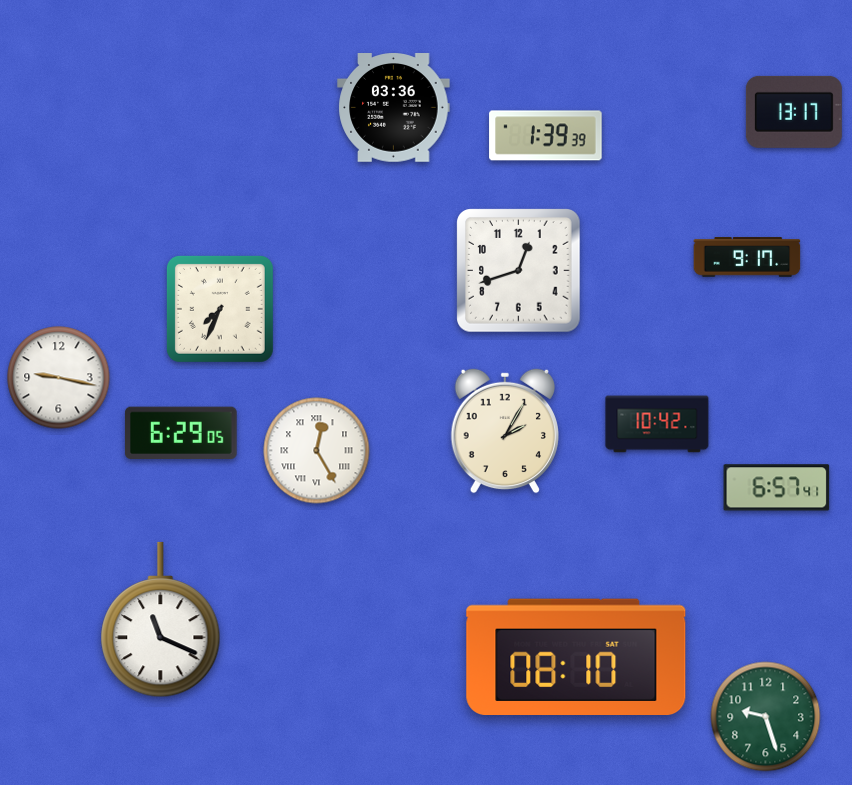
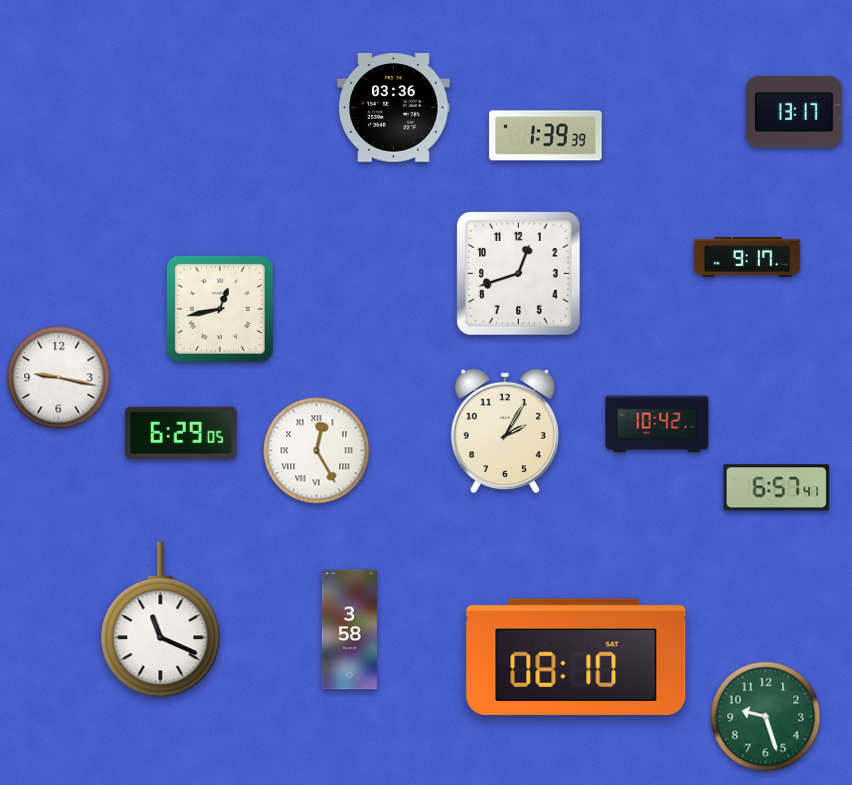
clock at (519, 271) position: (519, 271) -> (519, 274)
clock at (220, 309): 7:34 -> 12:43
clock at (349, 630): none -> 3:58
